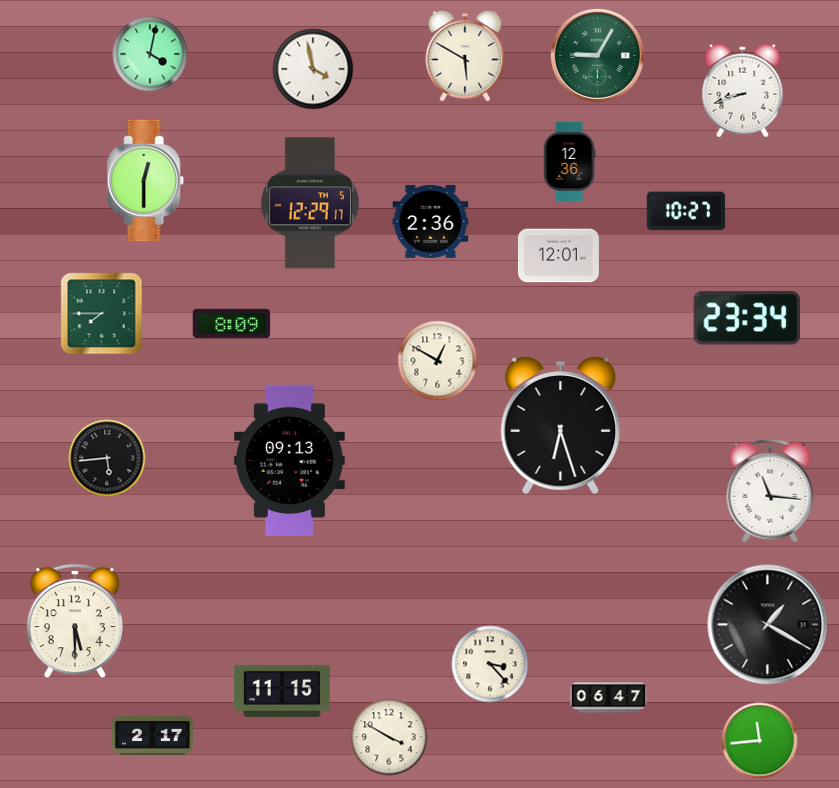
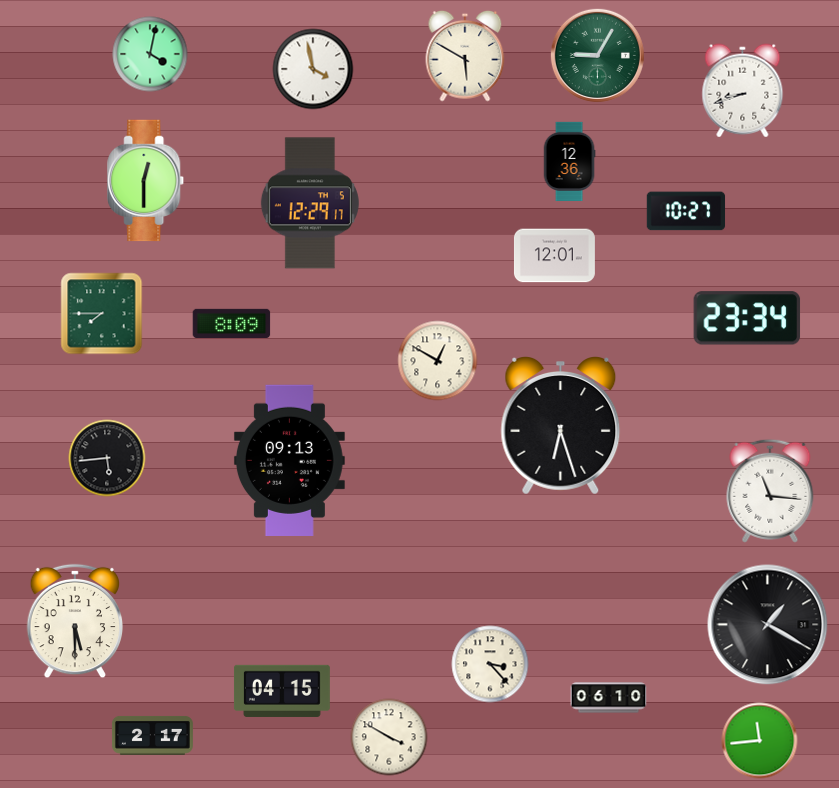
clock at (431, 221): 2:36 -> none
clock at (558, 256) position: (558, 256) -> (554, 256)
clock at (282, 691): 11:15 -> 04:15
clock at (609, 698): 06:47 -> 06:10
